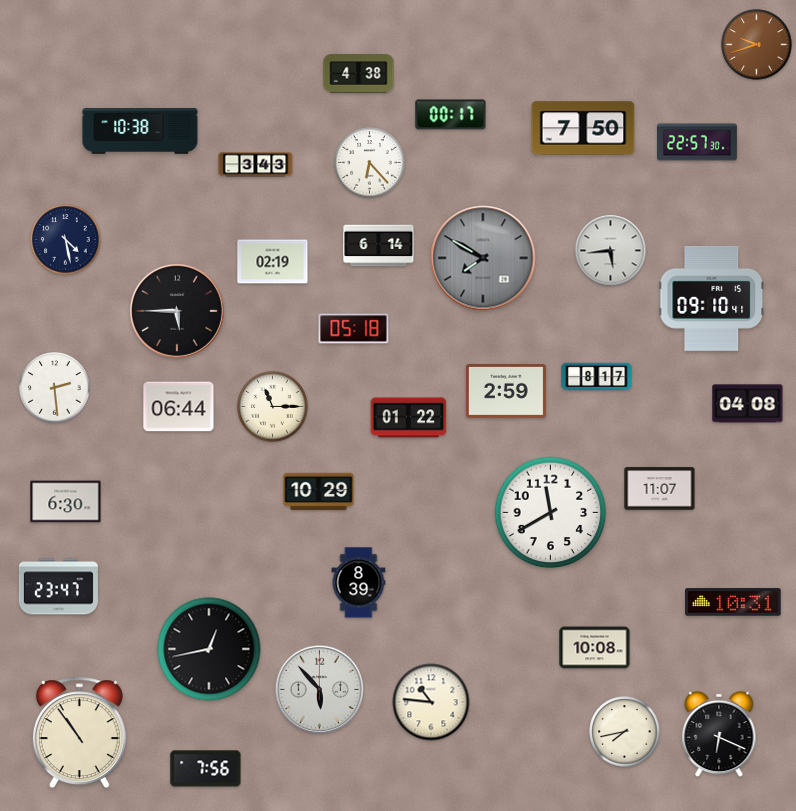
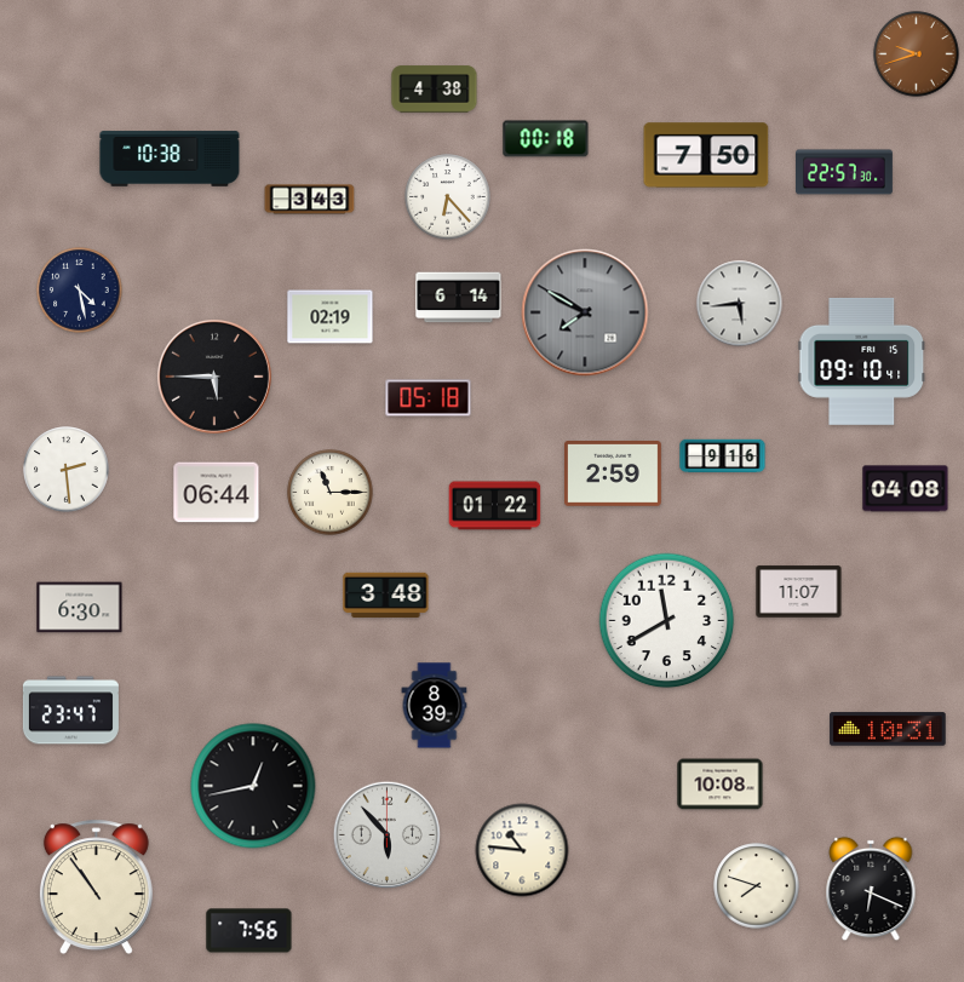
clock at (451, 115): 00:17 -> 00:18
clock at (597, 377): 8:17 -> 9:16
clock at (319, 491): 10:29 -> 3:48
clock at (625, 732): 7:43 -> 7:48
